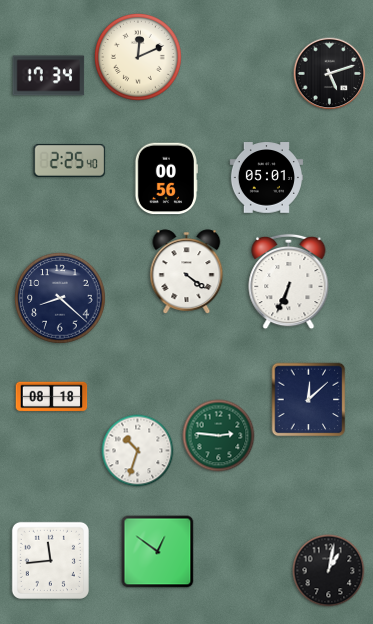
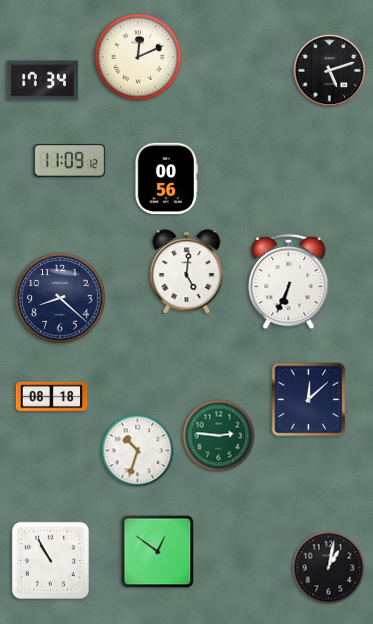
clock at (330, 74) position: (330, 74) -> (330, 71)
clock at (49, 76) position: (49, 76) -> (43, 81)
clock at (70, 160): 2:25 -> 11:09
clock at (266, 178): 05:01 -> none
clock at (187, 272): 4:21 -> 5:01
clock at (50, 560): 11:44 -> 10:55
clock at (329, 571) position: (329, 571) -> (329, 568)
